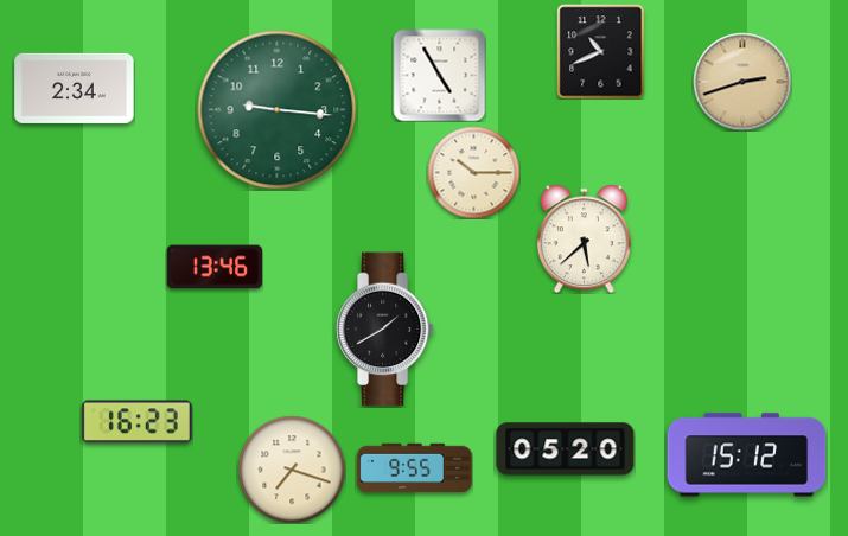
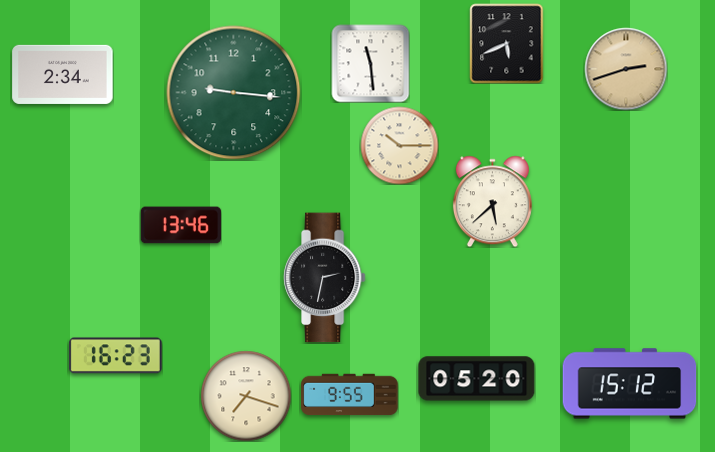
clock at (601, 51): 10:41 -> 5:41
clock at (439, 75): 4:55 -> 11:29
clock at (384, 330): 1:40 -> 2:32
